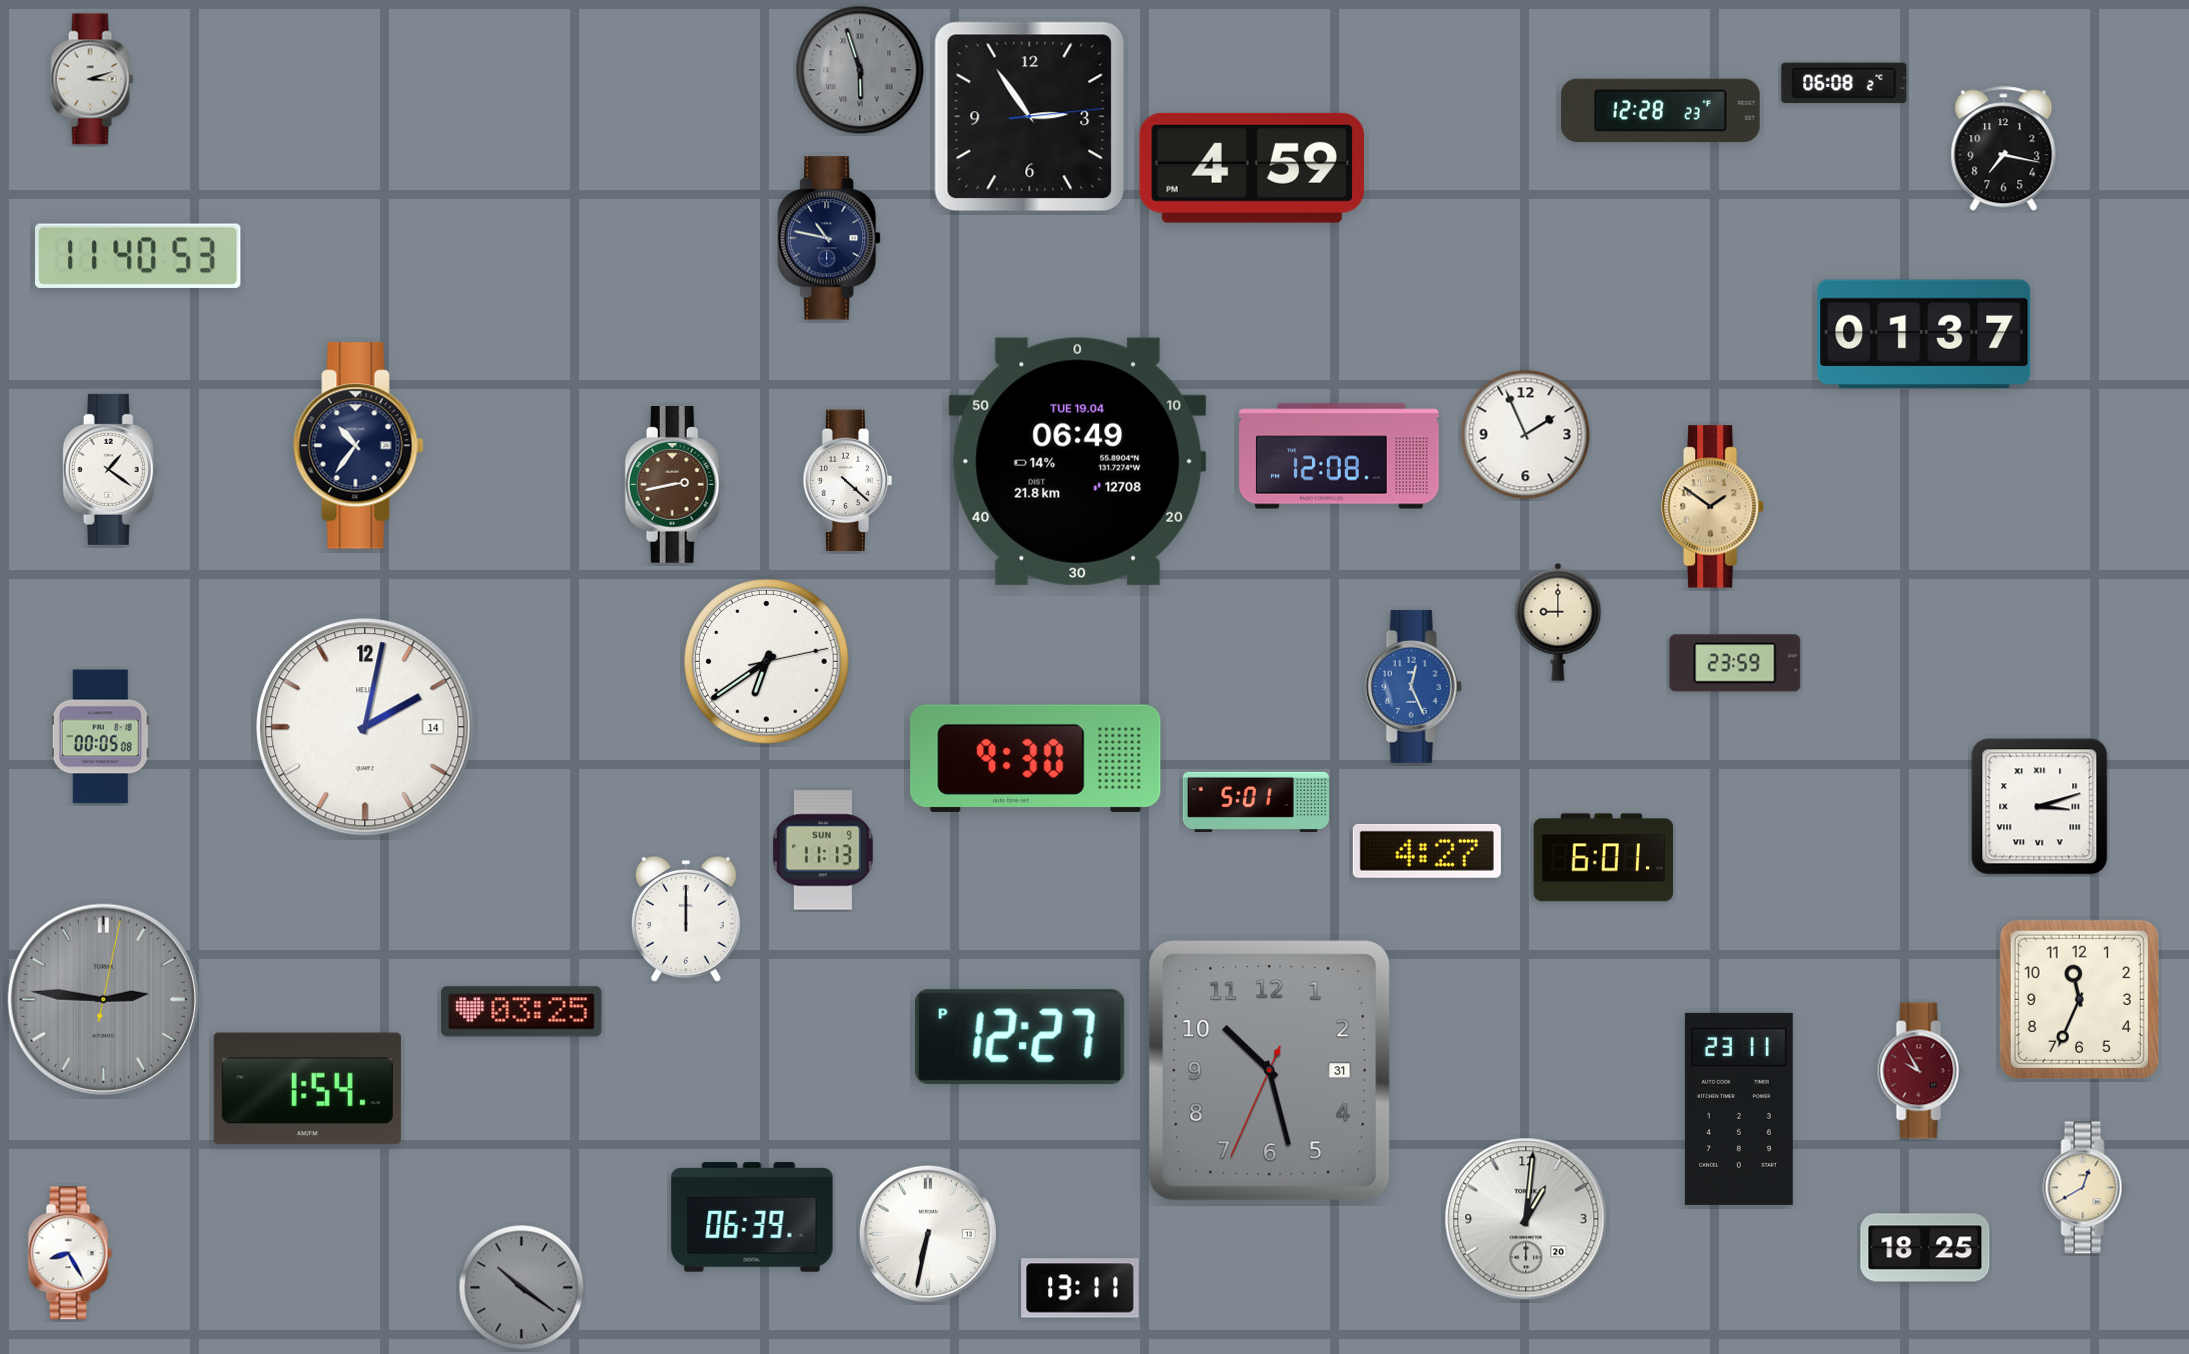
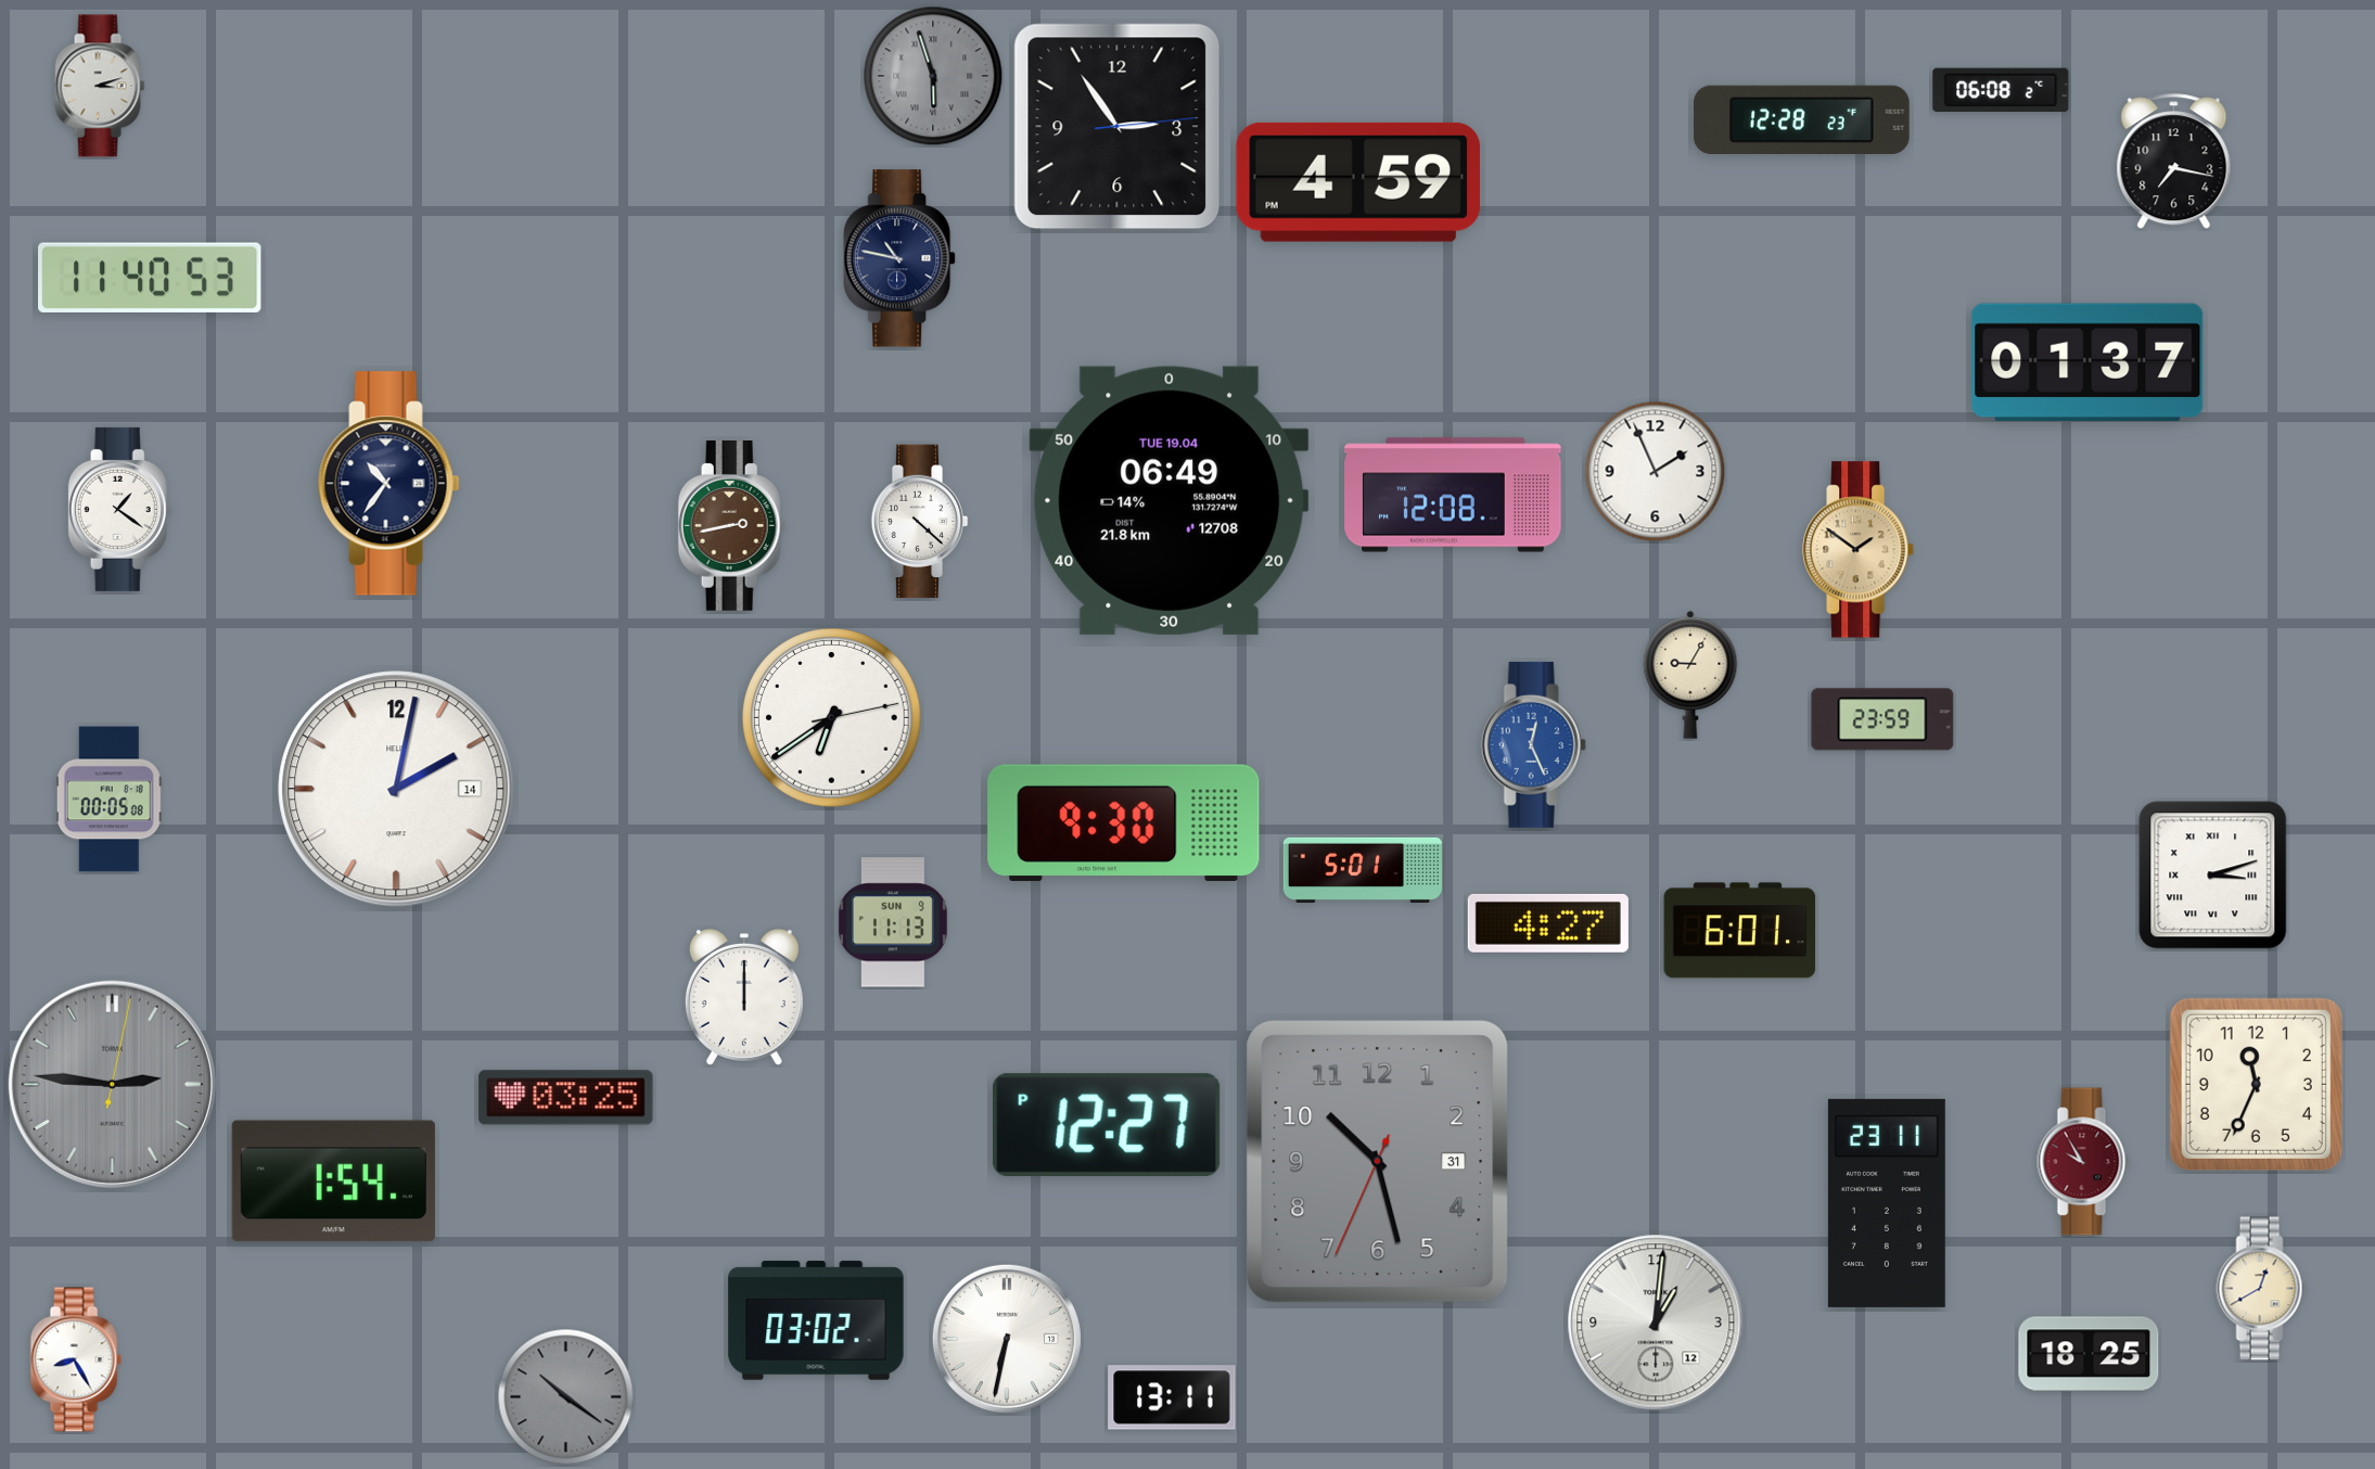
clock at (1558, 622): 9:00 -> 9:05
clock at (752, 1217): 06:39 -> 03:02
clock at (1526, 1219) date: 20 -> 12
